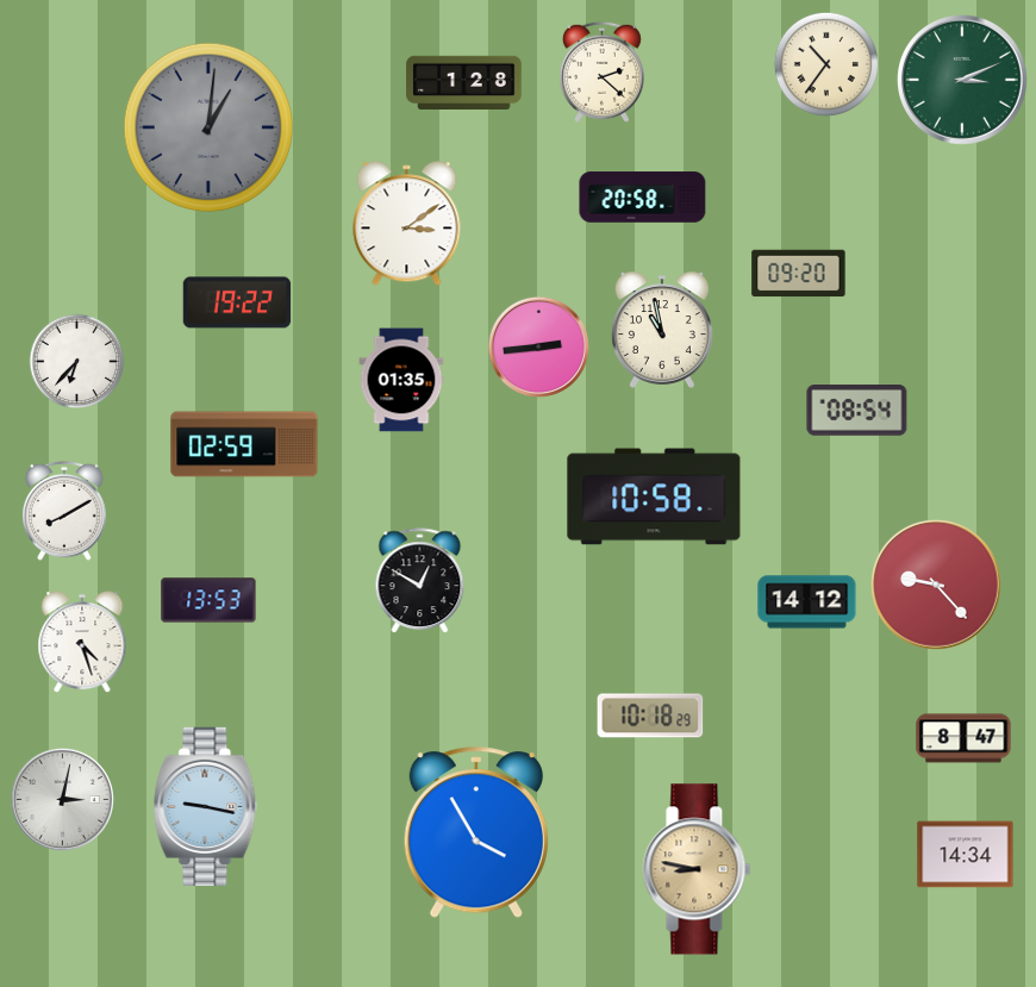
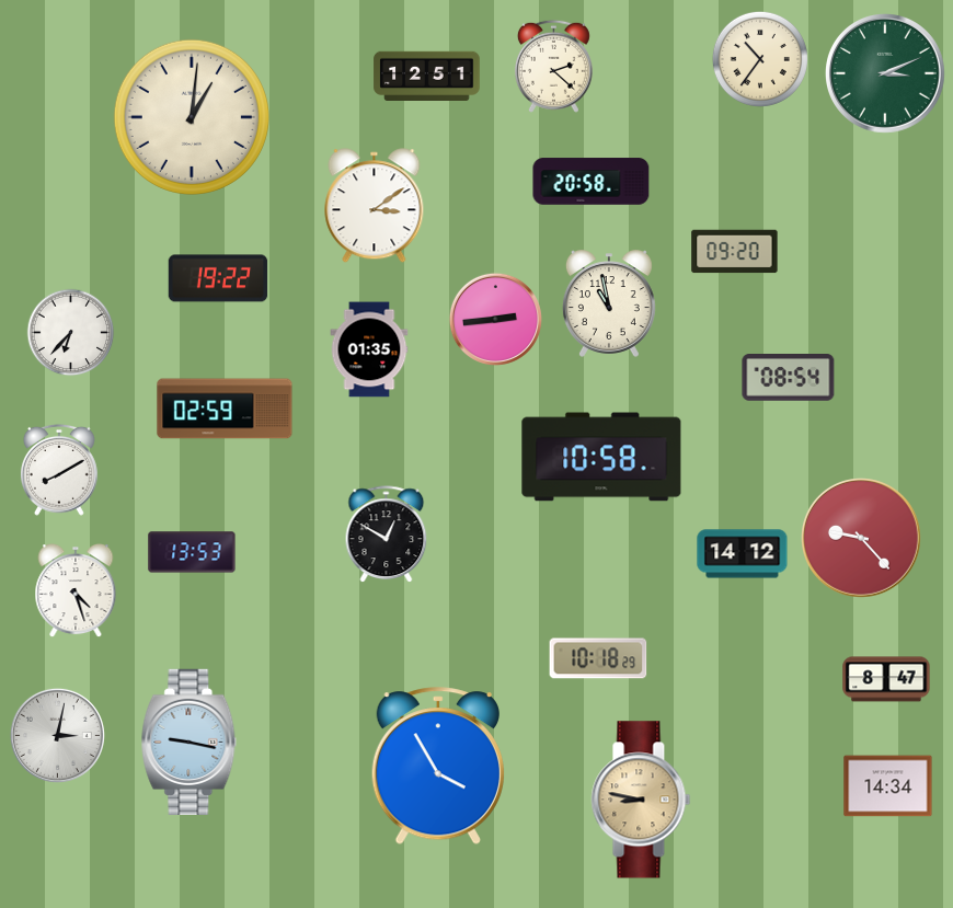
clock at (464, 82): 1:28 -> 12:51
clock at (208, 127) dial: grey -> cream
